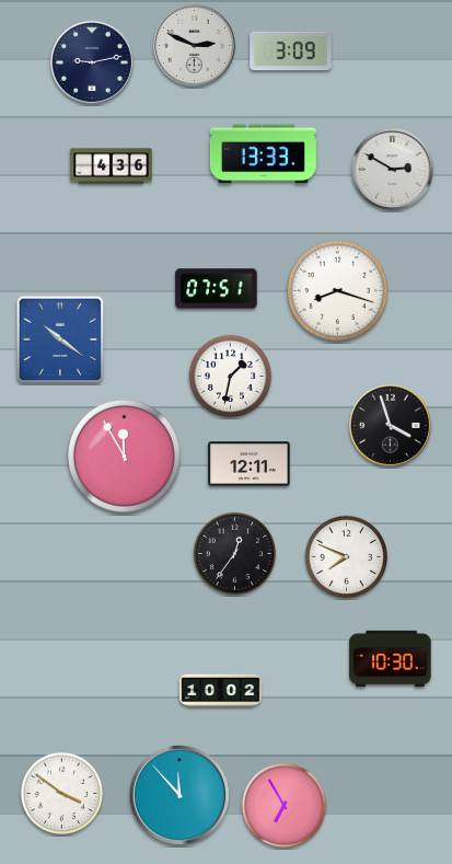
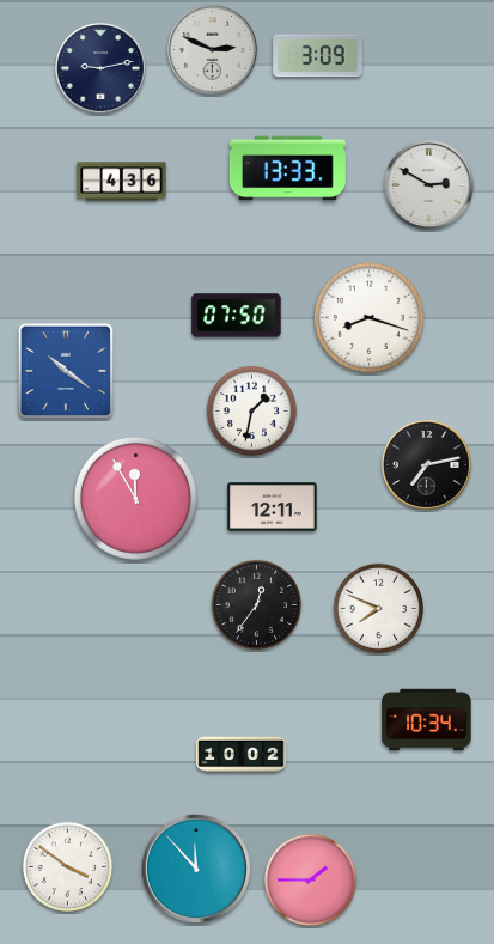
clock at (217, 289): 07:51 -> 07:50
clock at (390, 425): 3:57 -> 7:13
clock at (391, 659): 10:30 -> 10:34
clock at (285, 806): 6:55 -> 1:45
